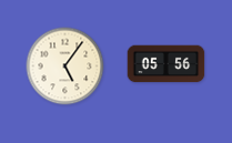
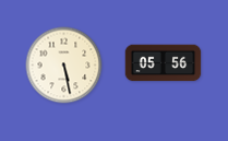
clock at (65, 67): 5:06 -> 5:28
